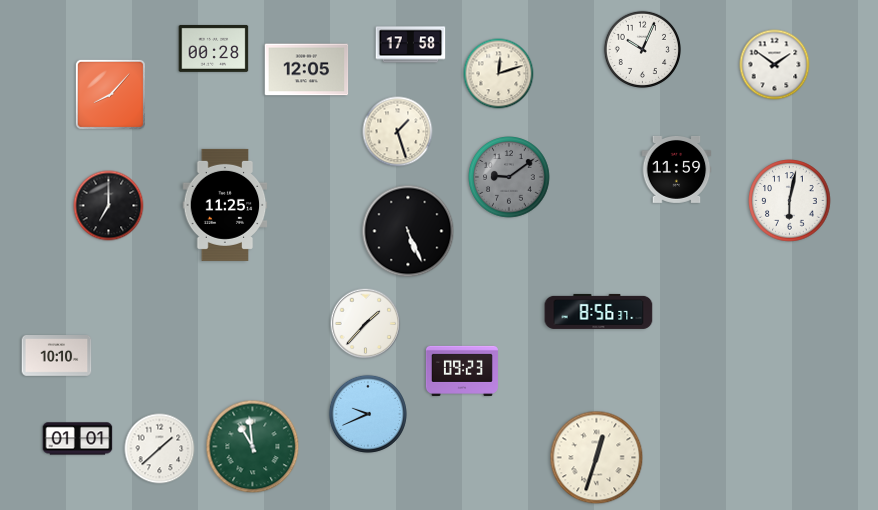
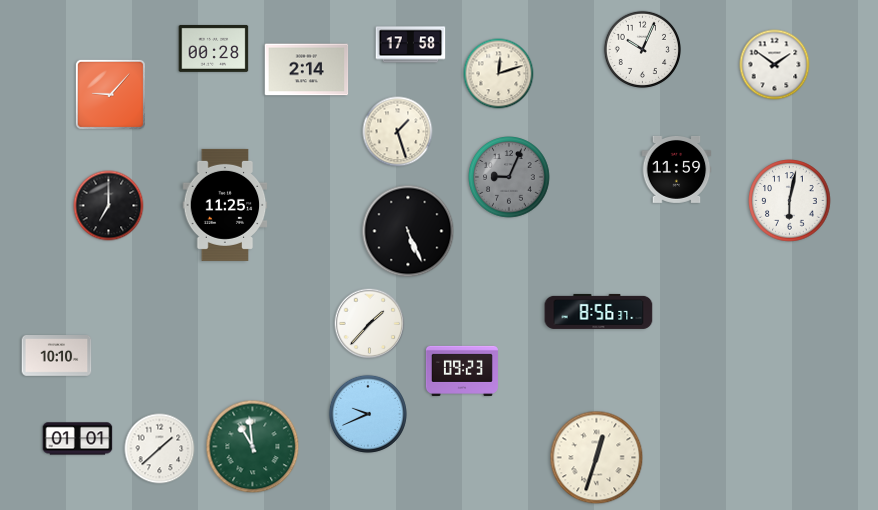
clock at (307, 70): 12:05 -> 2:14
clock at (110, 94): 8:07 -> 9:07
clock at (509, 177): 9:09 -> 9:04
clock at (366, 324) position: (366, 324) -> (370, 324)
